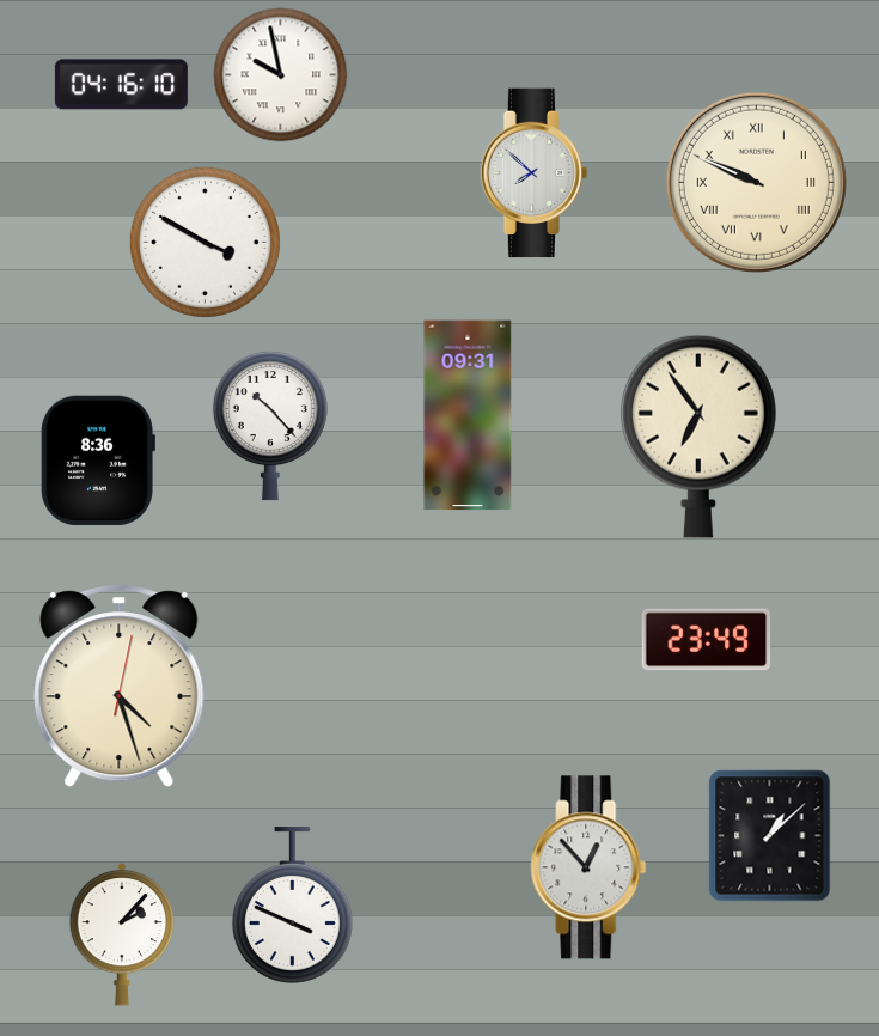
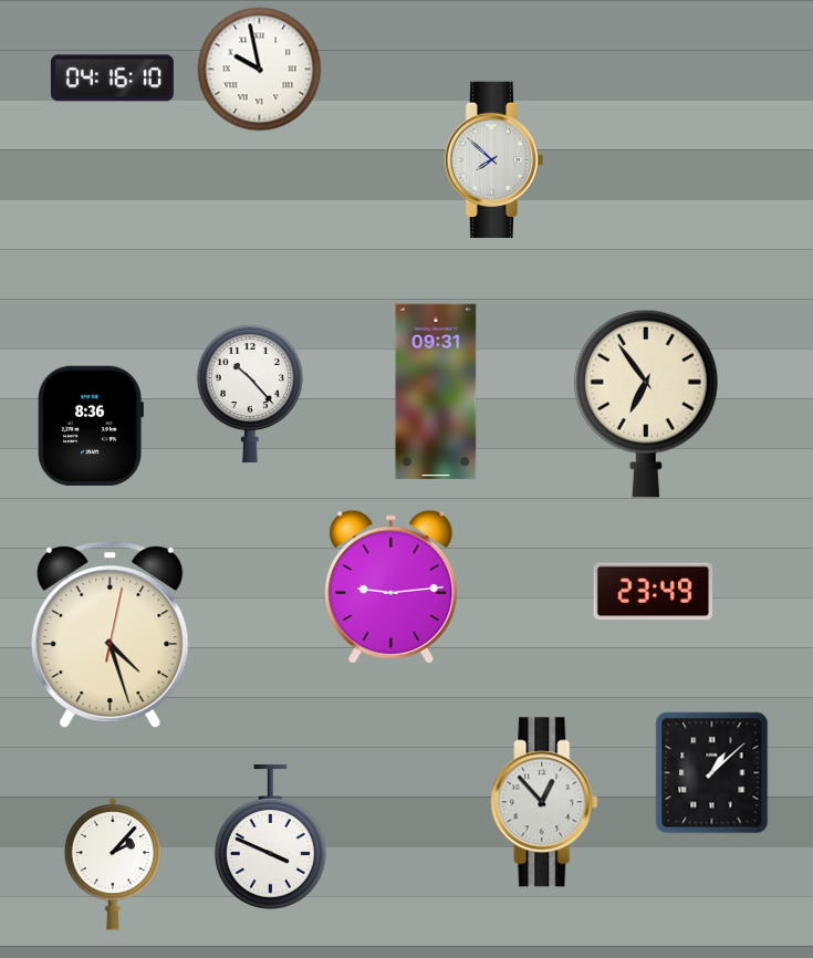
clock at (756, 182): 9:49 -> none
clock at (205, 242): 3:50 -> none
clock at (468, 415) position: (468, 415) -> (436, 392)
clock at (392, 587): none -> 9:14
